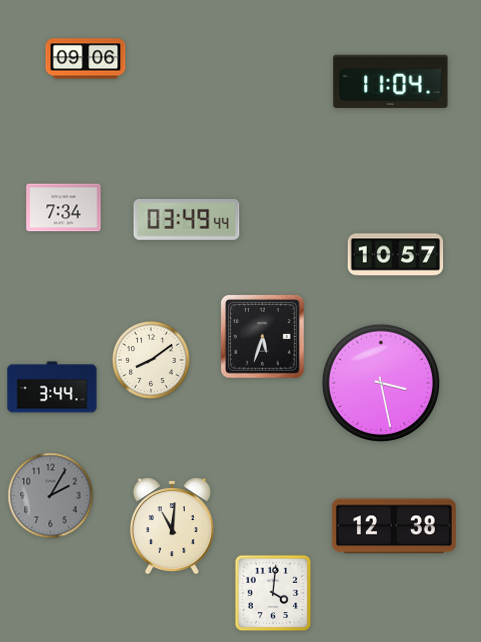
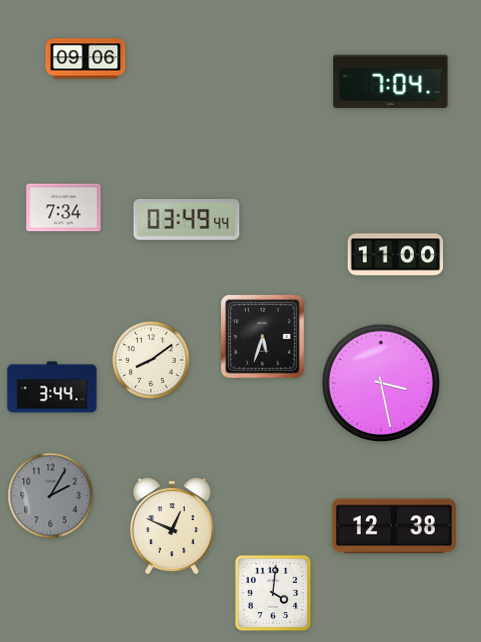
clock at (391, 81): 11:04 -> 7:04
clock at (396, 255): 10:57 -> 11:00
clock at (172, 526): 11:01 -> 12:49
